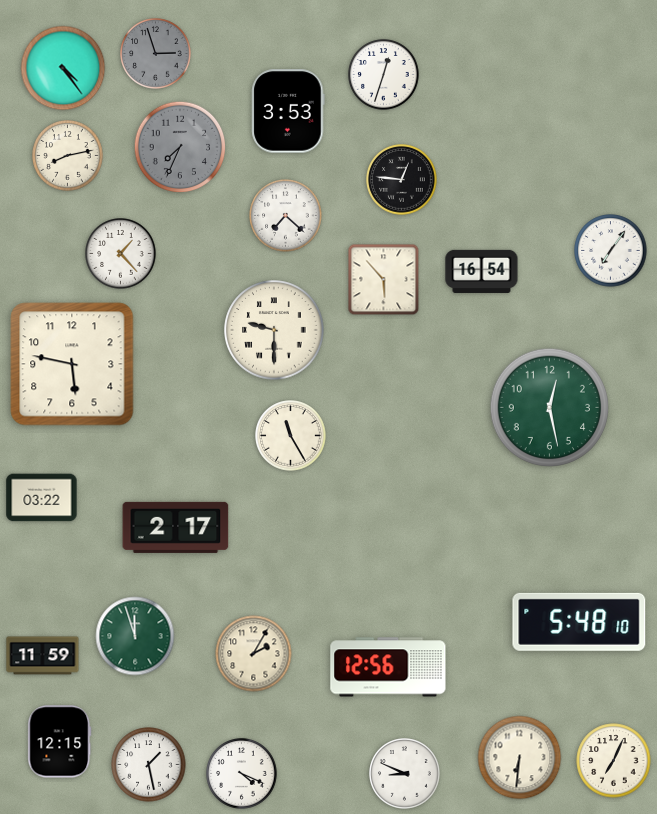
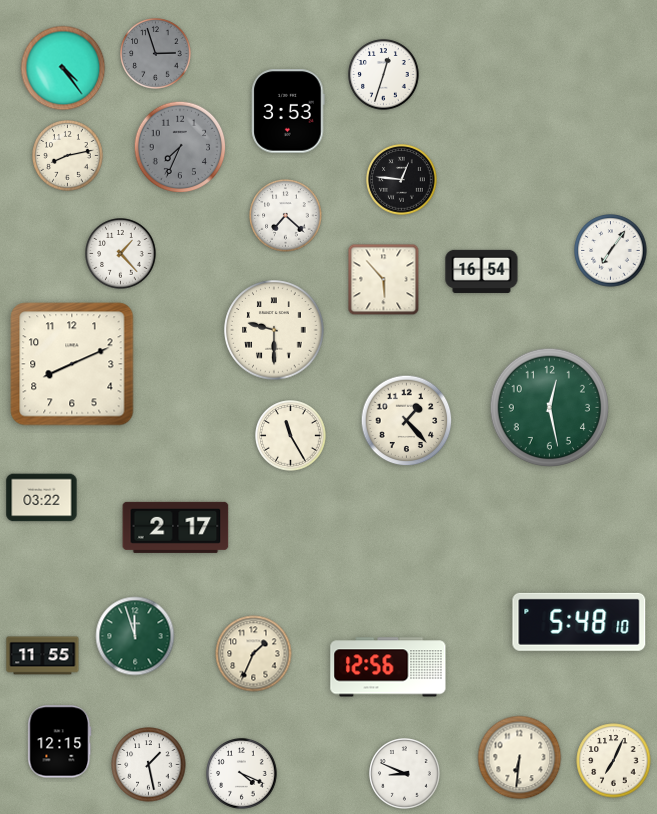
clock at (72, 364): 5:47 -> 8:11
clock at (407, 421): none -> 1:23
clock at (254, 654): 2:05 -> 1:34
clock at (43, 656): 11:59 -> 11:55
